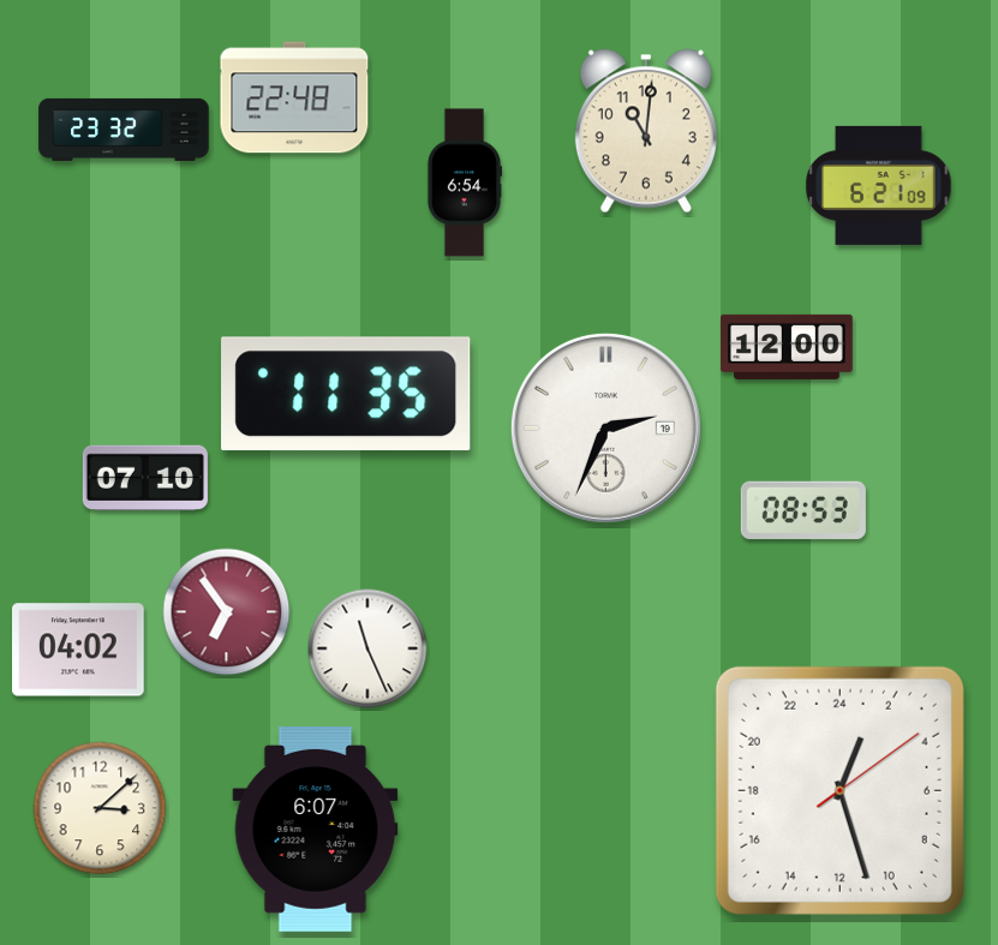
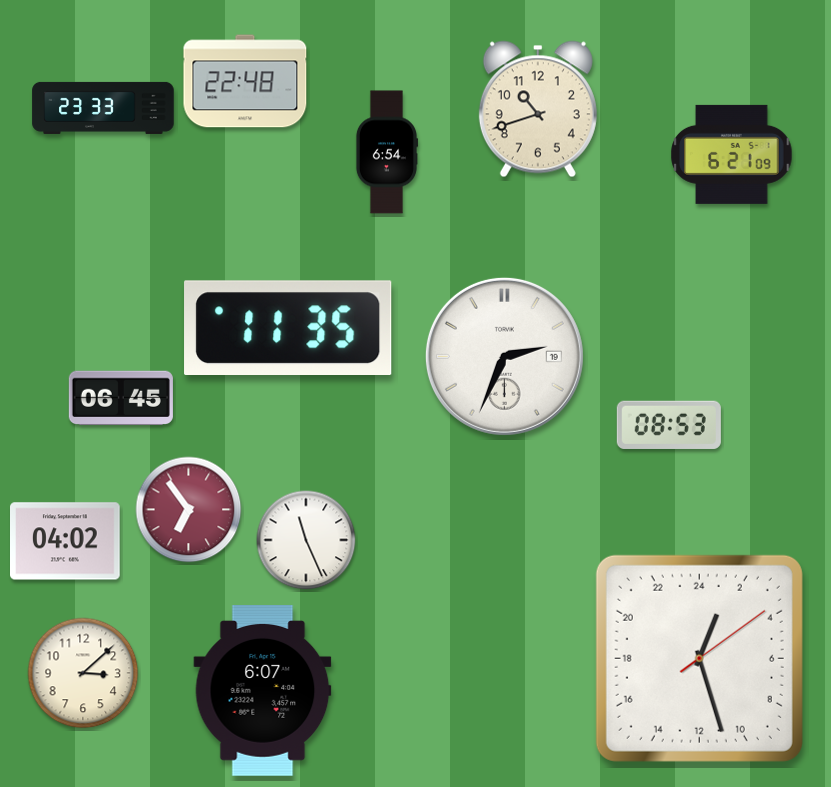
clock at (124, 130): 23:32 -> 23:33
clock at (646, 131): 11:01 -> 10:42
clock at (787, 347): 12:00 -> none
clock at (145, 477): 07:10 -> 06:45
